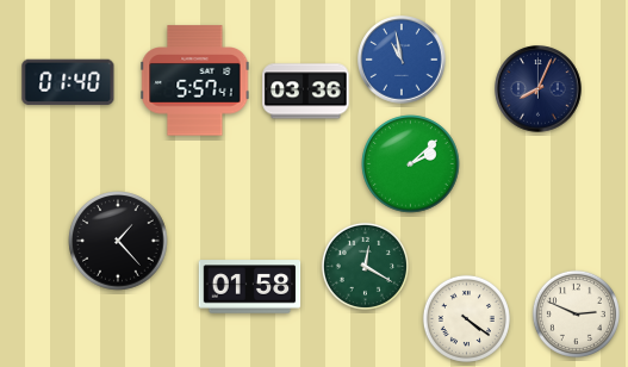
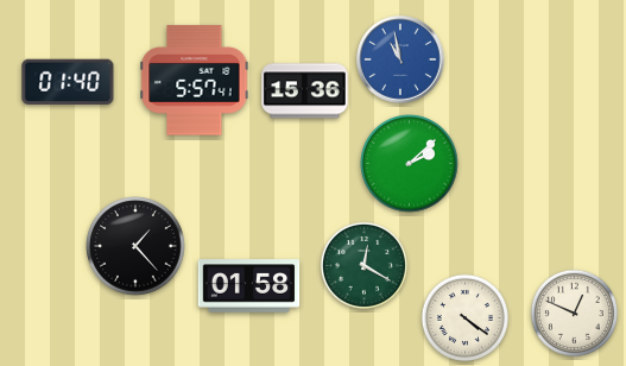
clock at (539, 89): 8:04 -> none
clock at (306, 92): 03:36 -> 15:36
clock at (118, 241) position: (118, 241) -> (135, 246)
clock at (576, 313): 2:49 -> 12:49
